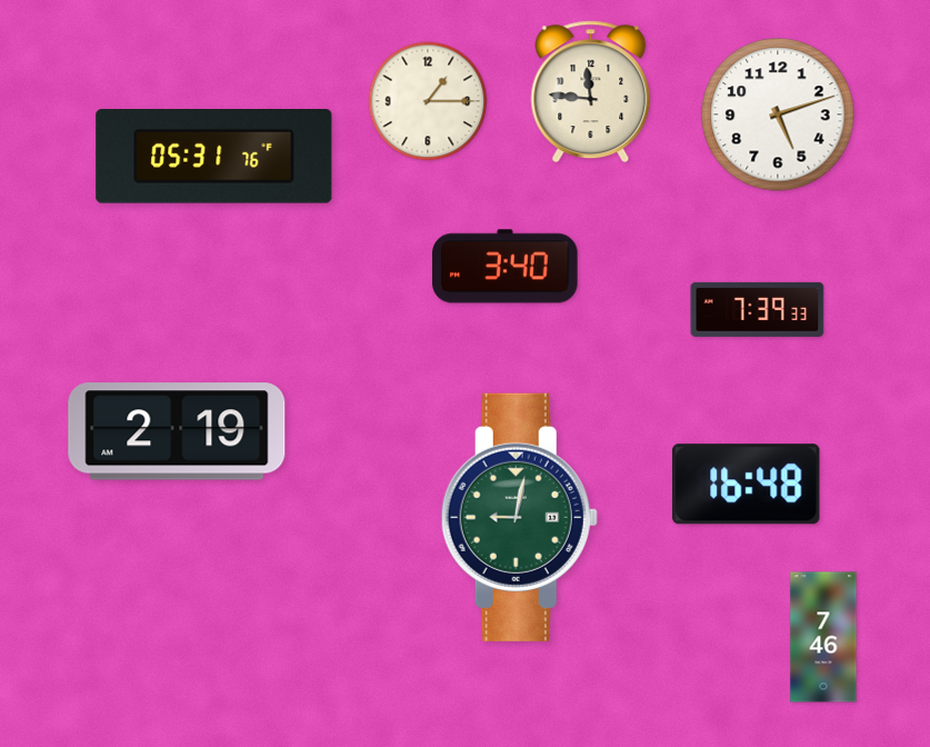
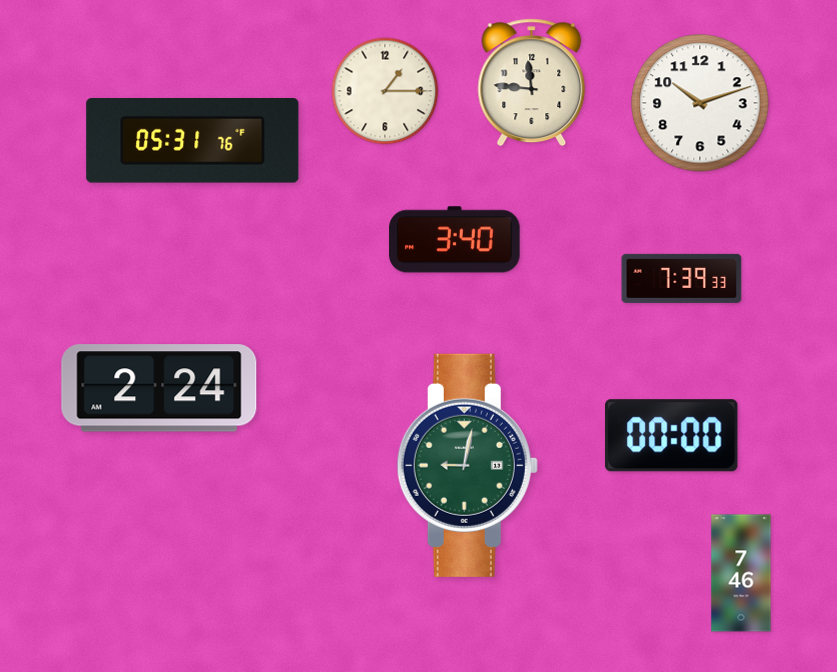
clock at (778, 114): 5:12 -> 10:12
clock at (177, 431): 2:19 -> 2:24
clock at (747, 485): 16:48 -> 00:00
